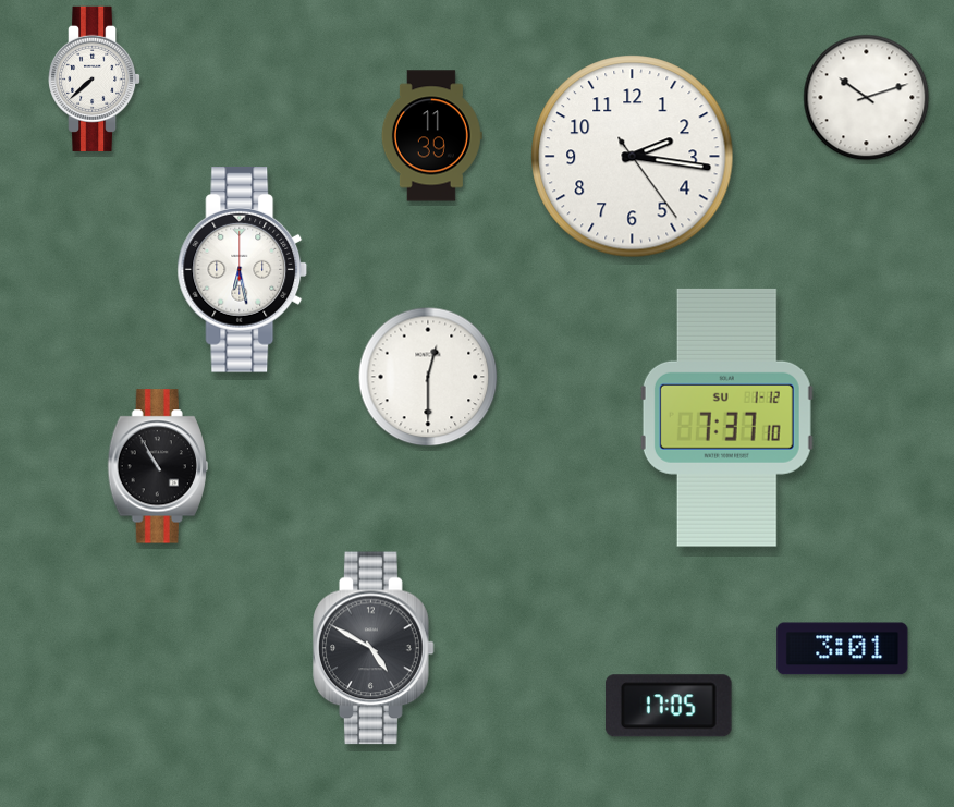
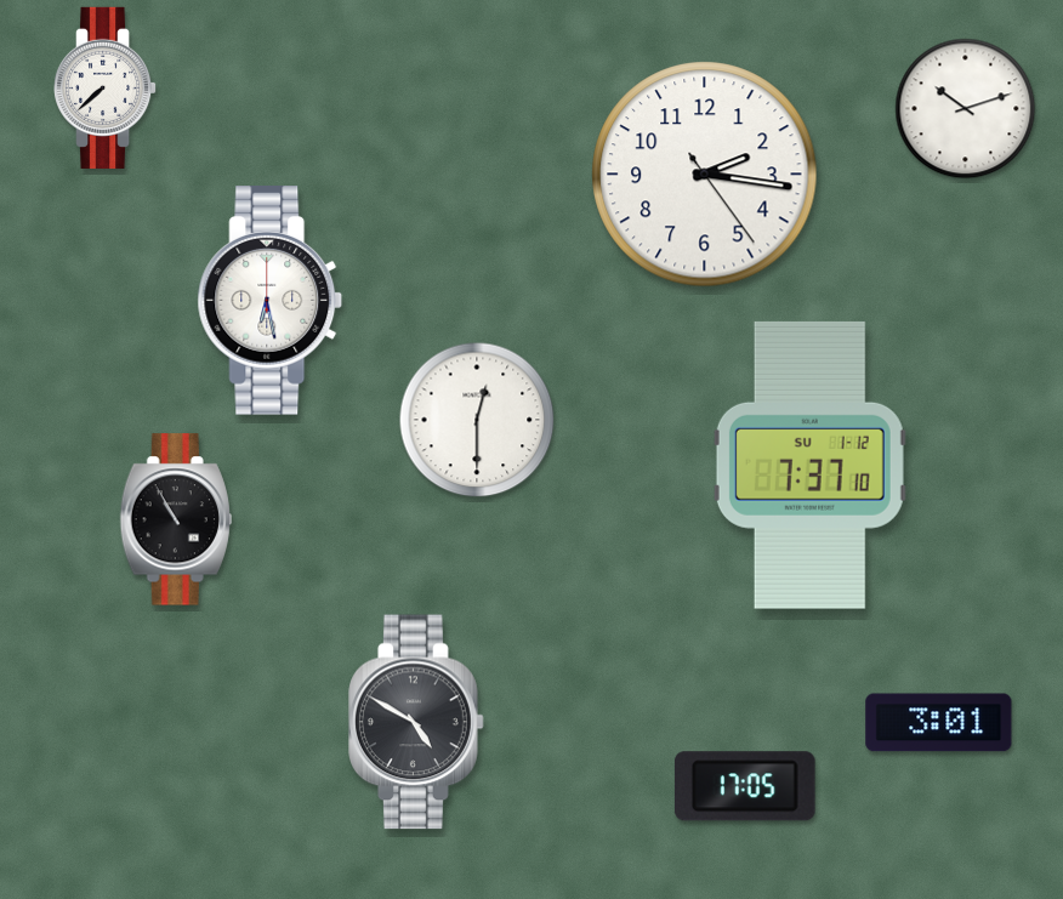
clock at (431, 136): 11:39 -> none
